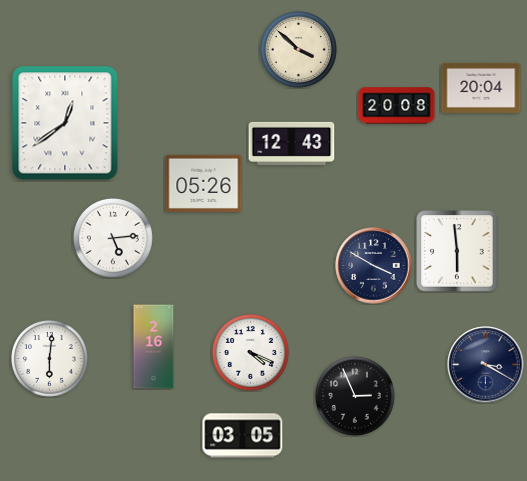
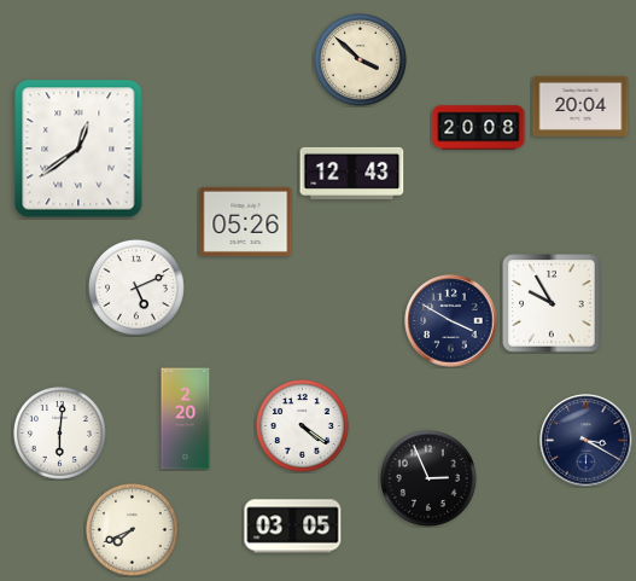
clock at (113, 238): 5:14 -> 5:11
clock at (457, 251): 5:59 -> 9:55
clock at (154, 347): 2:16 -> 2:20
clock at (251, 353): 4:19 -> 4:21
clock at (133, 530): none -> 7:41
